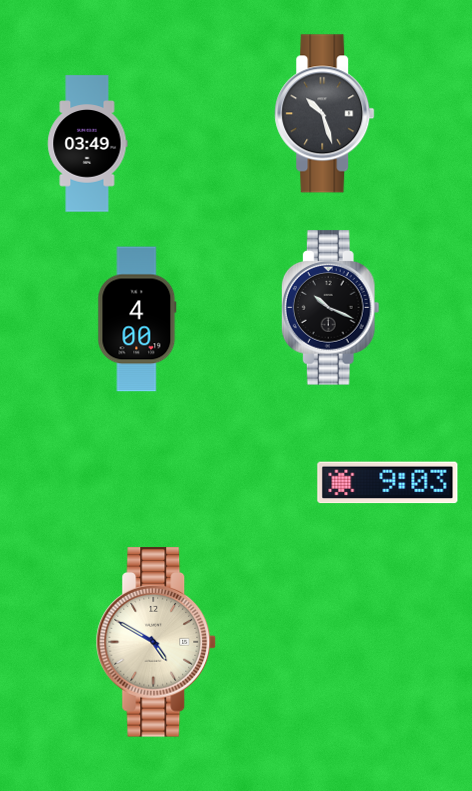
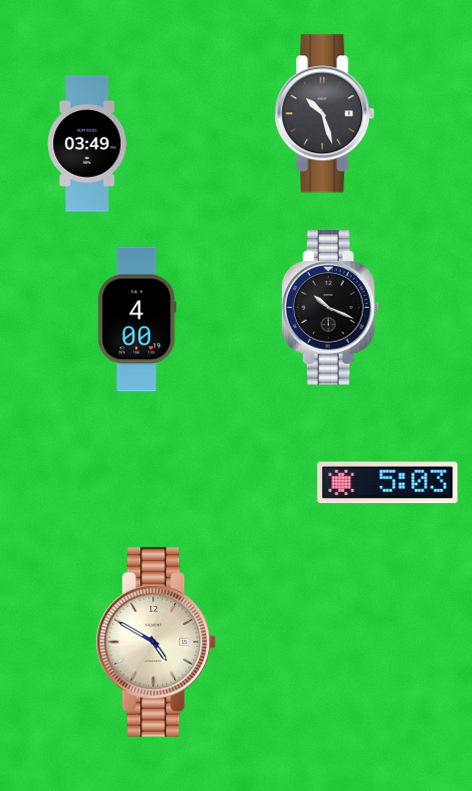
clock at (388, 483): 9:03 -> 5:03
